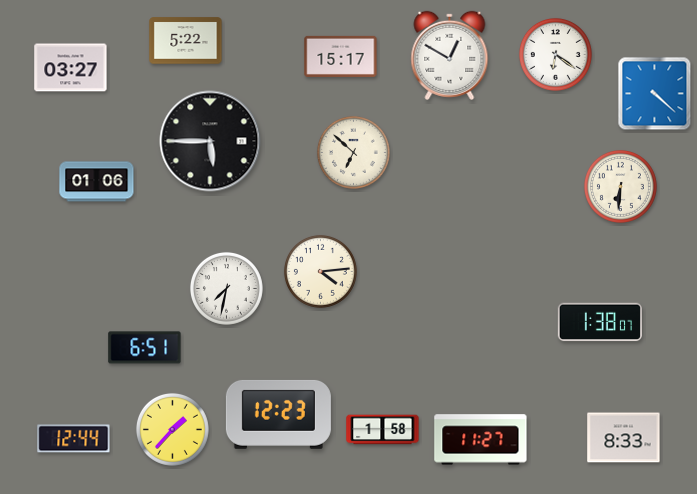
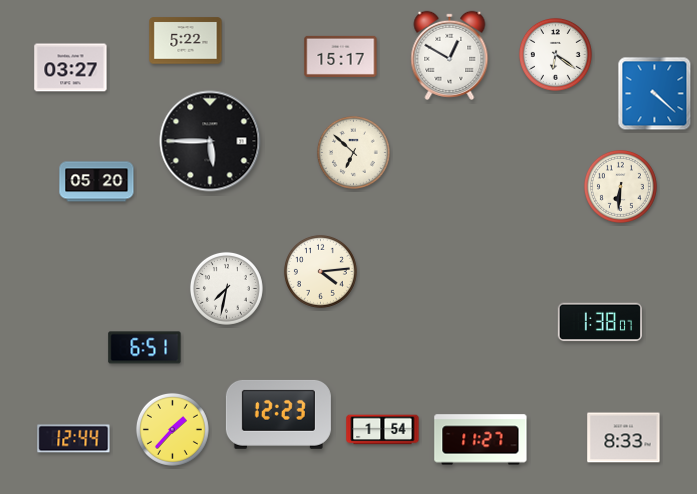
clock at (97, 182): 01:06 -> 05:20
clock at (383, 430): 1:58 -> 1:54
